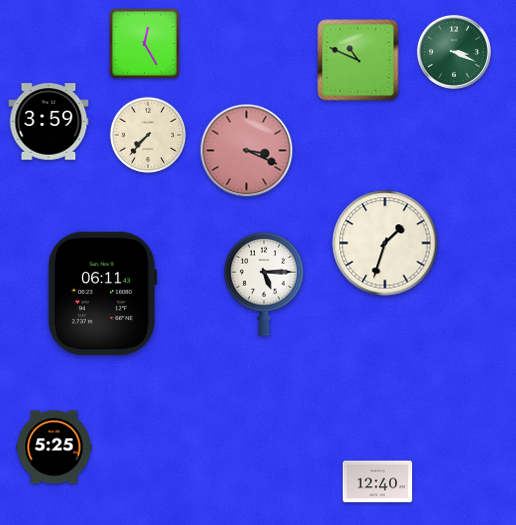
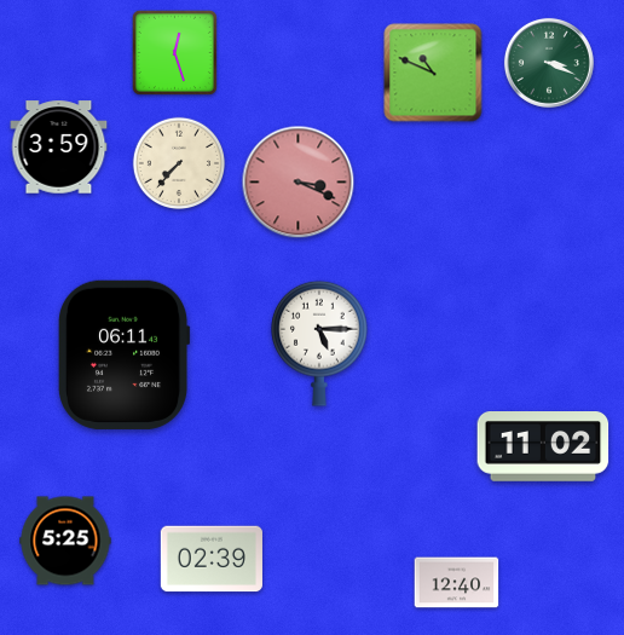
clock at (144, 43): 12:25 -> 12:27
clock at (385, 243): 1:33 -> none
clock at (543, 448): none -> 11:02
clock at (212, 559): none -> 02:39
